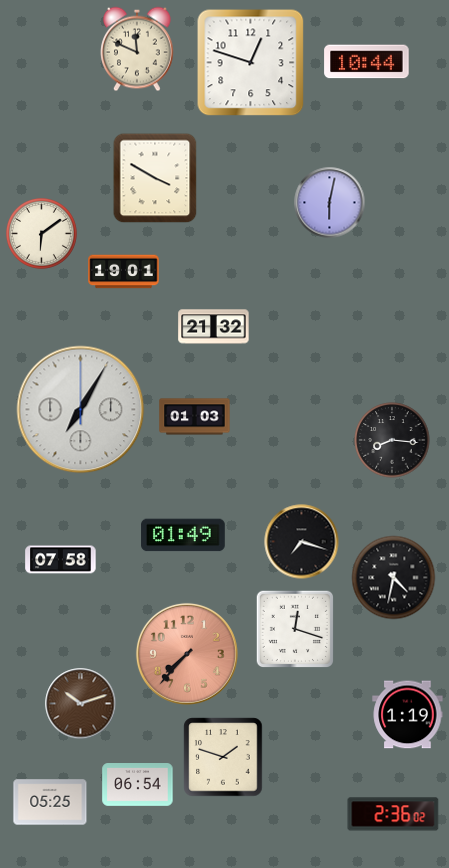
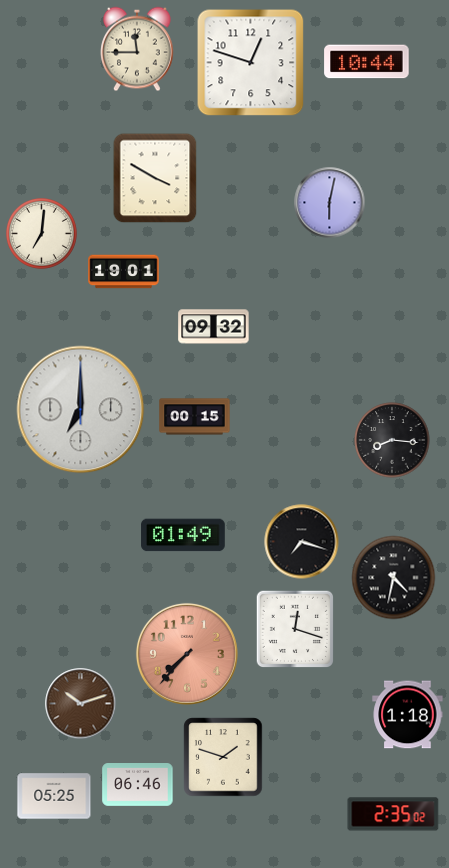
clock at (138, 49): 11:49 -> 11:45
clock at (41, 233): 6:09 -> 7:01
clock at (214, 327): 21:32 -> 09:32
clock at (81, 410): 7:05 -> 7:00
clock at (195, 417): 01:03 -> 00:15
clock at (61, 560): 07:58 -> none
clock at (408, 715): 1:19 -> 1:18
clock at (138, 785): 06:54 -> 06:46
clock at (50, 802) position: (50, 802) -> (54, 796)
clock at (393, 814): 2:36 -> 2:35
